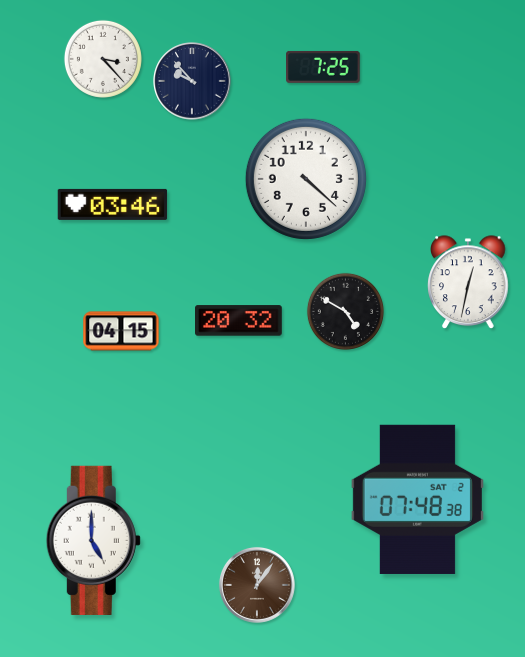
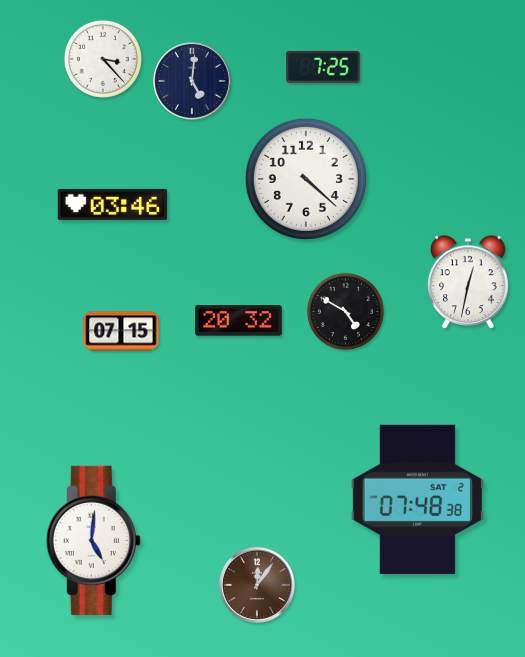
clock at (192, 81): 9:53 -> 5:01
clock at (121, 331): 04:15 -> 07:15
clock at (93, 540): 5:00 -> 5:01
